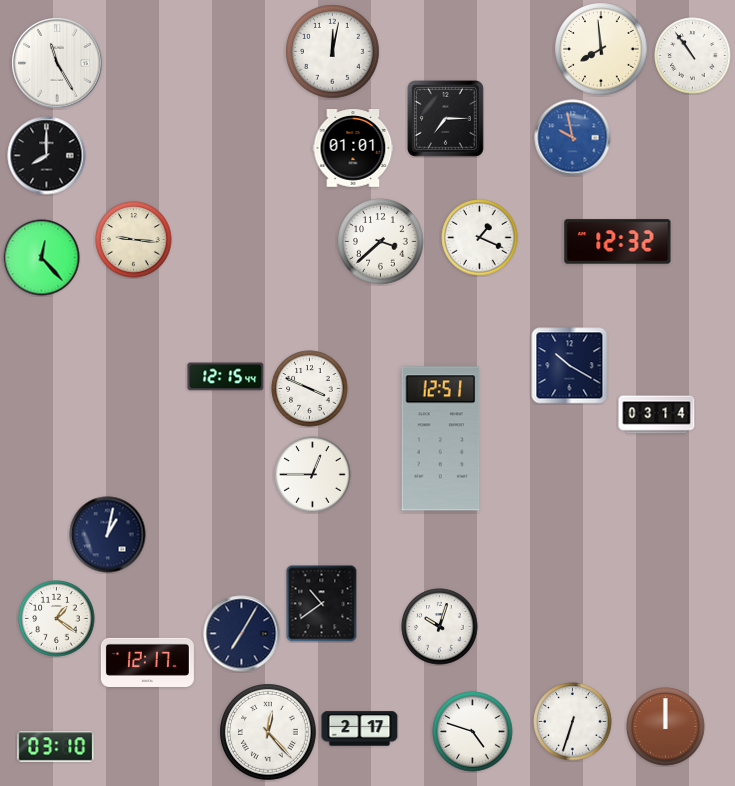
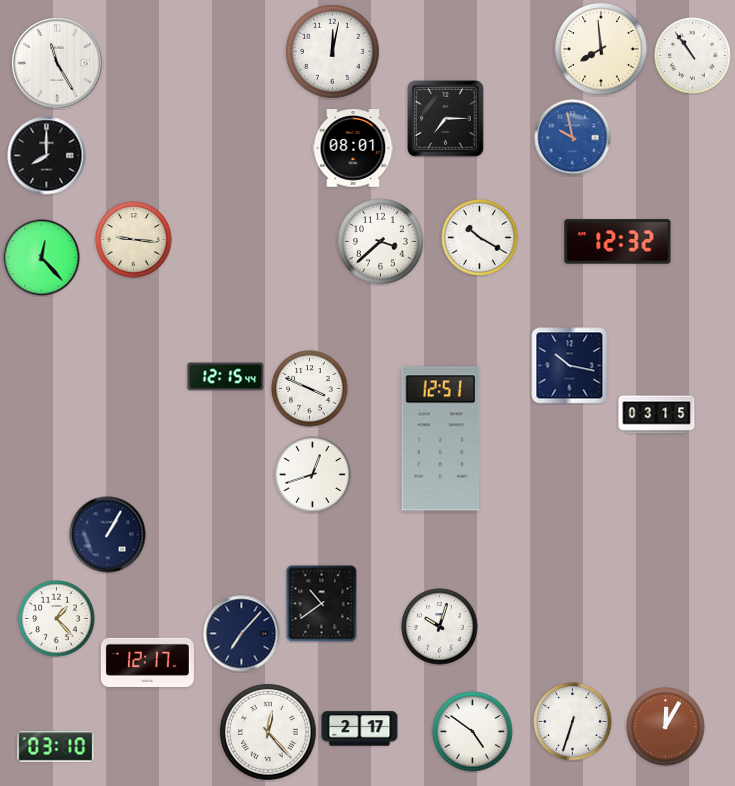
clock at (353, 148): 01:01 -> 08:01
clock at (480, 238): 1:19 -> 10:20
clock at (570, 366): 10:20 -> 10:17
clock at (657, 415): 03:14 -> 03:15
clock at (313, 475): 12:45 -> 12:42
clock at (108, 535): 1:02 -> 1:05
clock at (57, 619): 1:21 -> 1:23
clock at (242, 634): 7:05 -> 7:07
clock at (666, 727): 12:00 -> 12:05
clock at (473, 732): 4:48 -> 4:51
